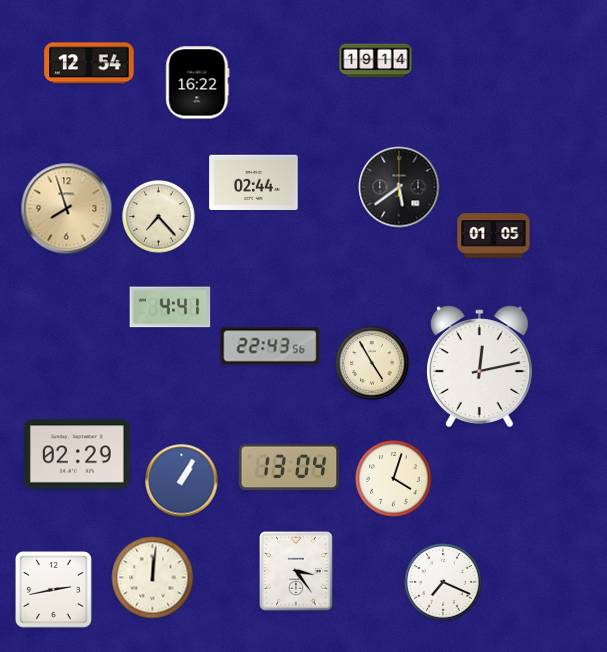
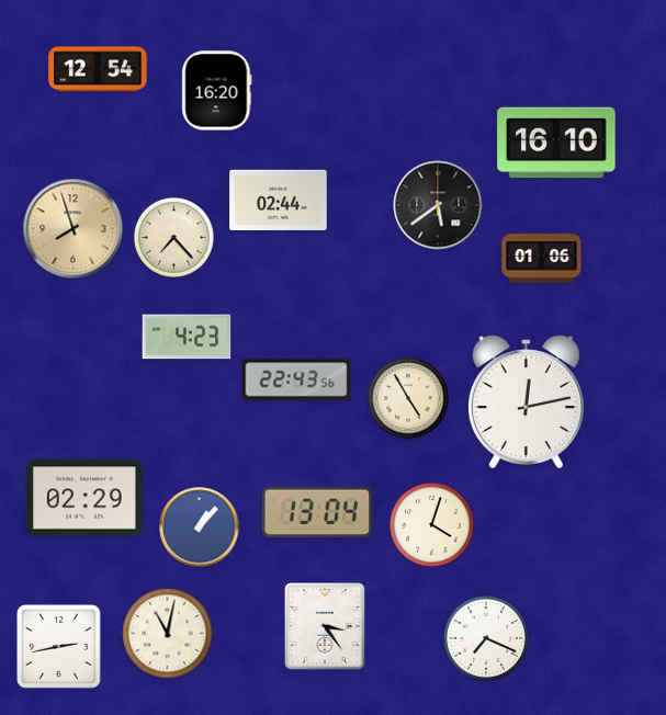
clock at (376, 61): 19:14 -> none
clock at (198, 83): 16:22 -> 16:20
clock at (556, 143): none -> 16:10
clock at (494, 236): 01:05 -> 01:06
clock at (170, 307): 4:41 -> 4:23
clock at (182, 481): 1:05 -> 1:07
clock at (153, 578): 12:01 -> 11:02
